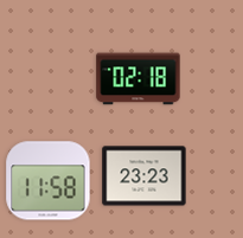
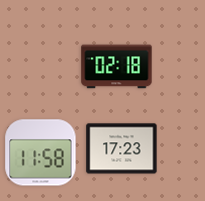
clock at (145, 176): 23:23 -> 17:23
